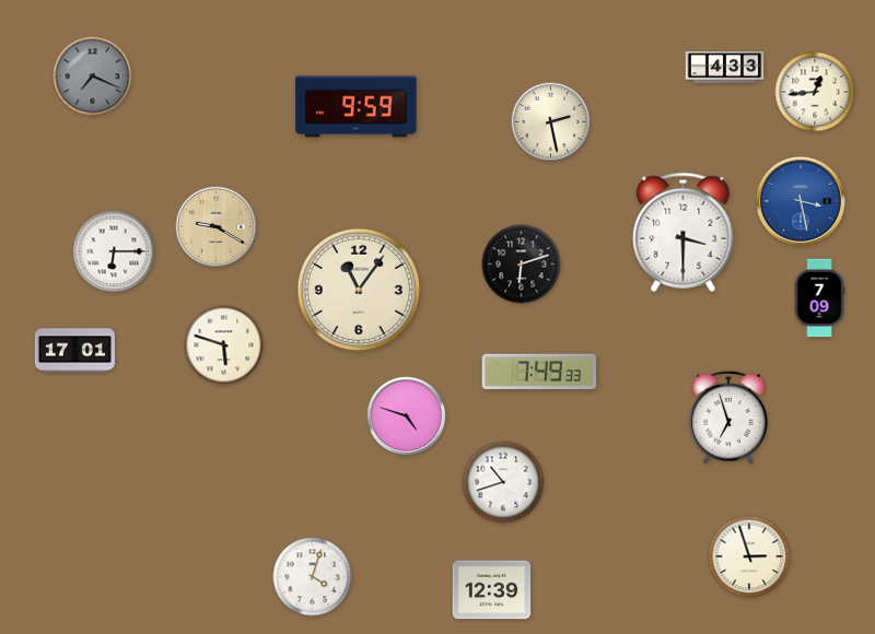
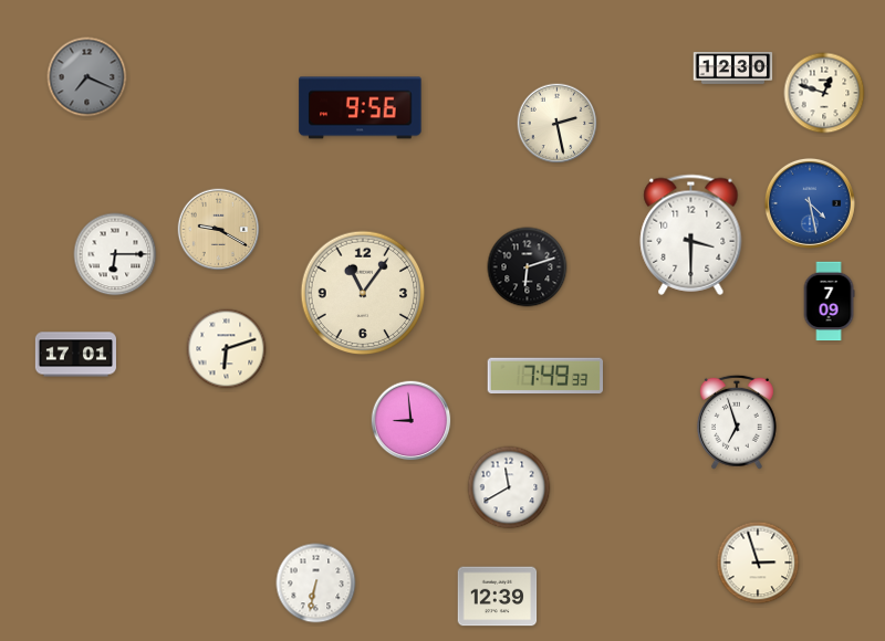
clock at (725, 67): 4:33 -> 12:30
clock at (93, 77) position: (93, 77) -> (87, 77)
clock at (815, 92): 12:44 -> 12:48
clock at (357, 107): 9:59 -> 9:56
clock at (801, 201): 3:28 -> 4:28
clock at (224, 345): 5:48 -> 6:12
clock at (407, 416): 4:48 -> 8:59
clock at (503, 482): 10:42 -> 11:40
clock at (313, 577): 4:03 -> 6:32
